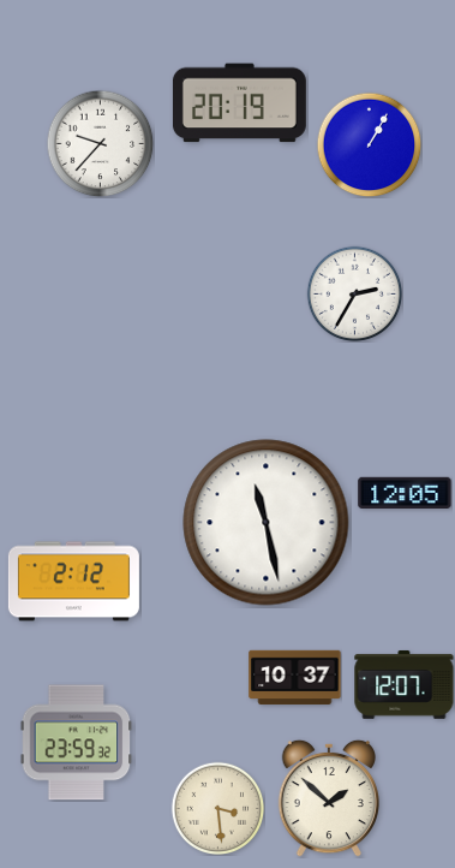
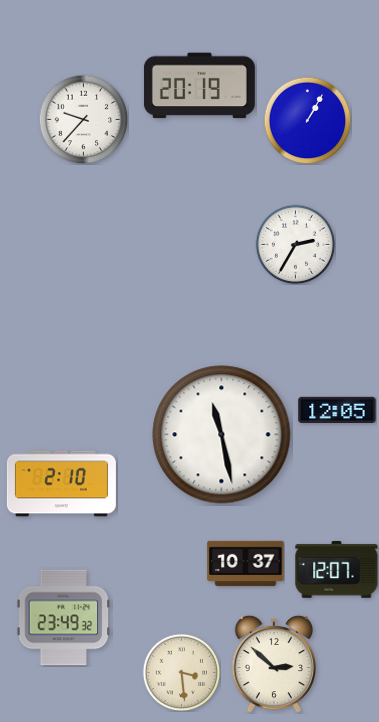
clock at (73, 582): 2:12 -> 2:10
clock at (77, 743): 23:59 -> 23:49
clock at (329, 798): 1:52 -> 2:52
